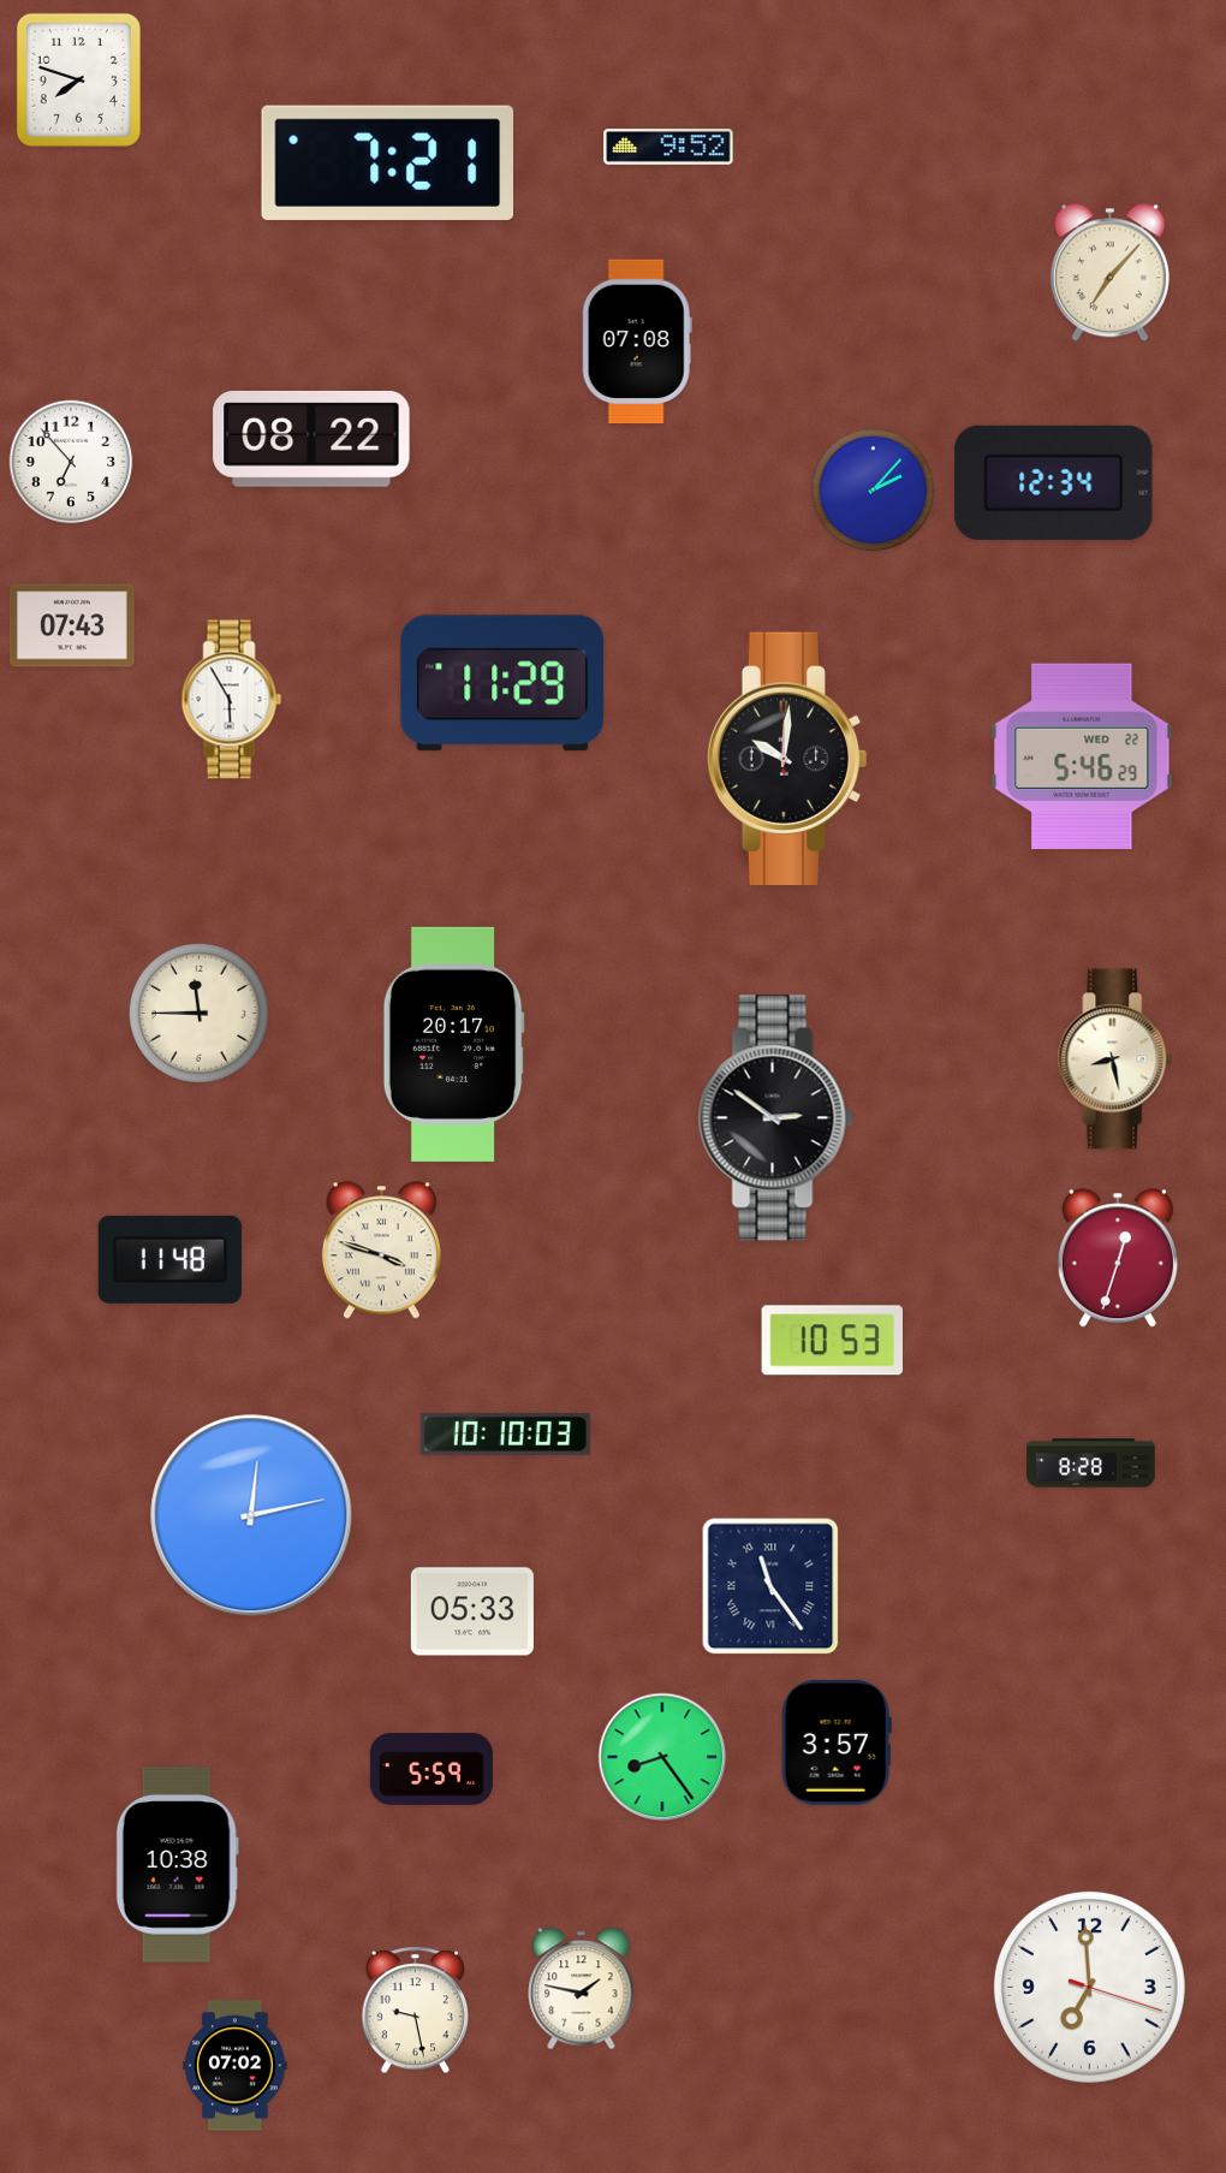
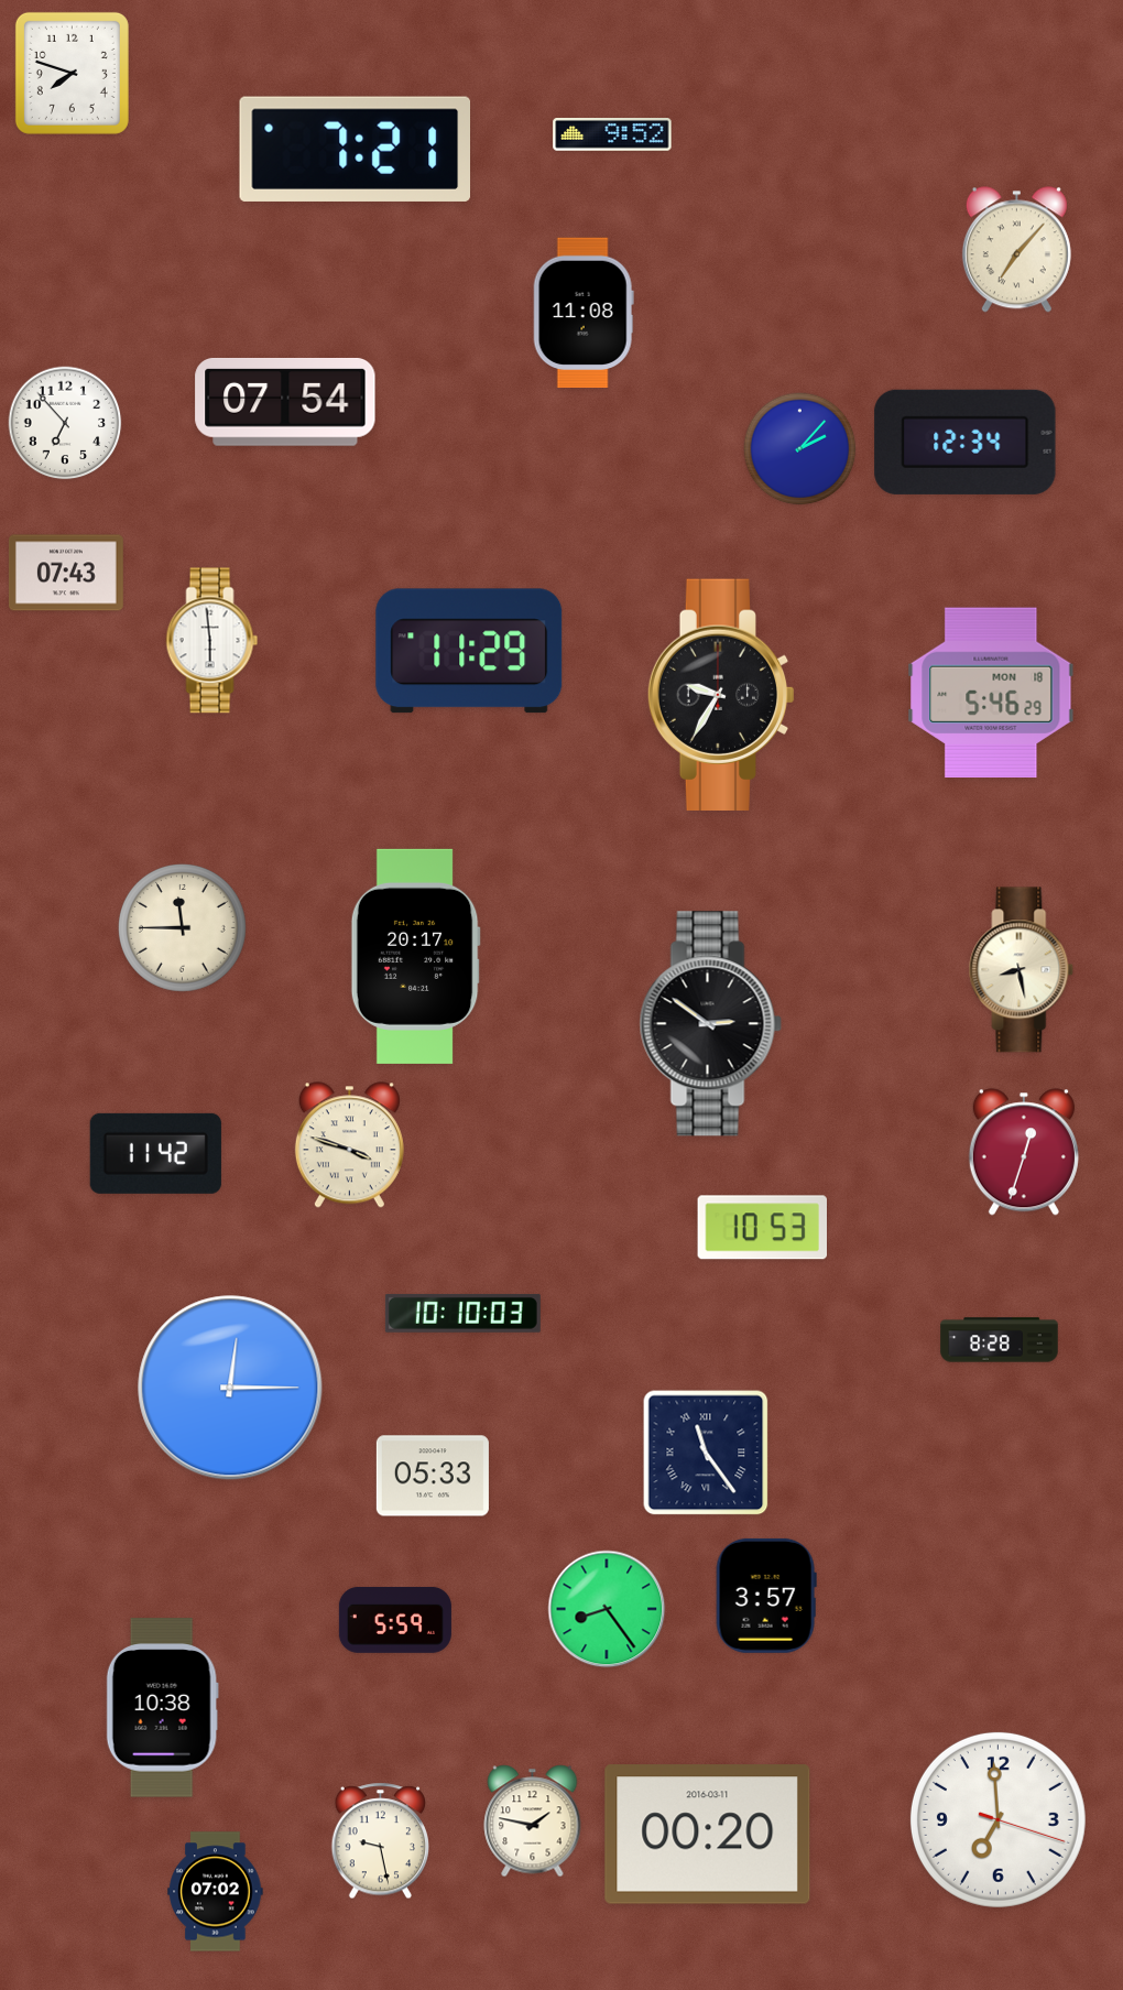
clock at (637, 342): 07:08 -> 11:08
clock at (311, 439): 08:22 -> 07:54
clock at (502, 683) position: (502, 683) -> (469, 651)
clock at (232, 700): 5:55 -> 5:59
clock at (1082, 756) date: WED 22 -> MON 18
clock at (787, 758): 10:01 -> 9:35
clock at (169, 1259): 11:48 -> 11:42
clock at (251, 1515): 12:13 -> 12:15
clock at (708, 1835): none -> 00:20
